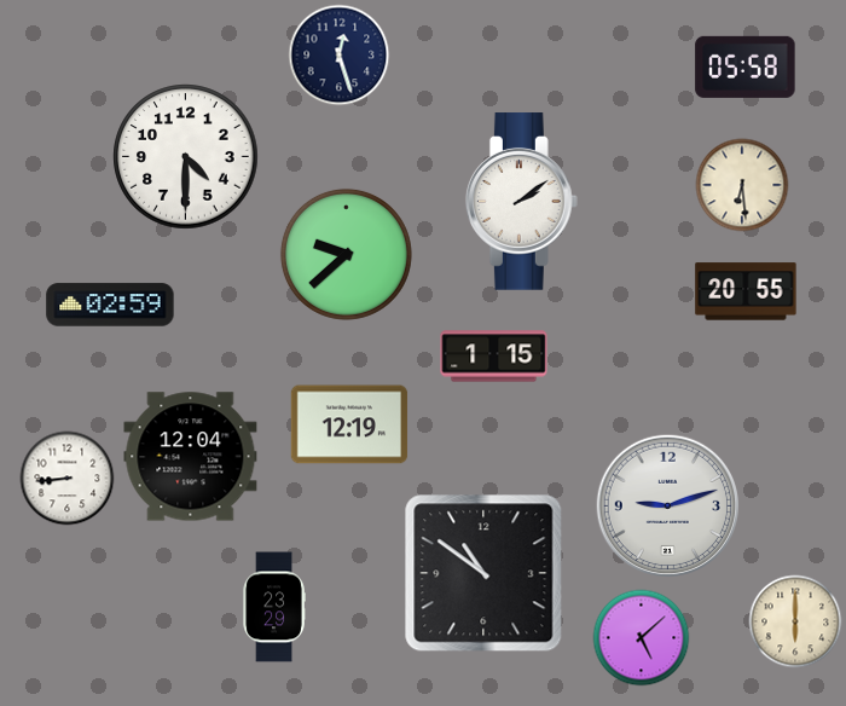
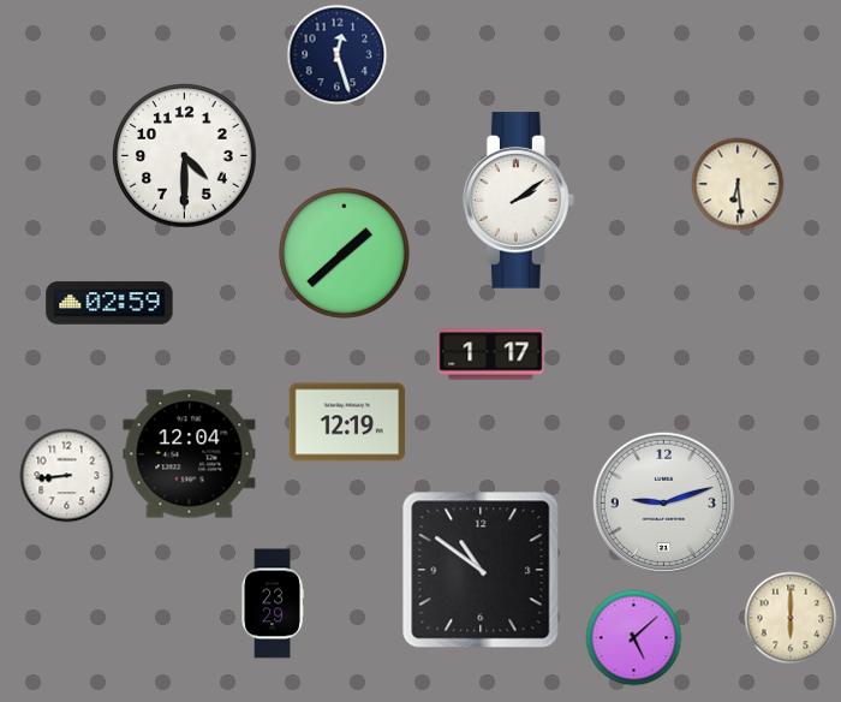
clock at (746, 66): 05:58 -> none
clock at (346, 254): 9:38 -> 1:38
clock at (746, 291): 20:55 -> none
clock at (494, 357): 1:15 -> 1:17
clock at (642, 638) position: (642, 638) -> (634, 638)
